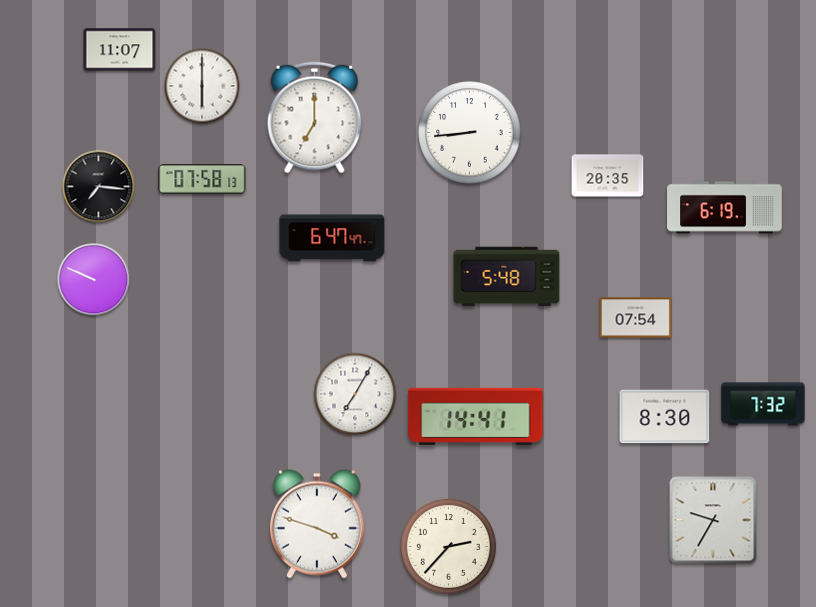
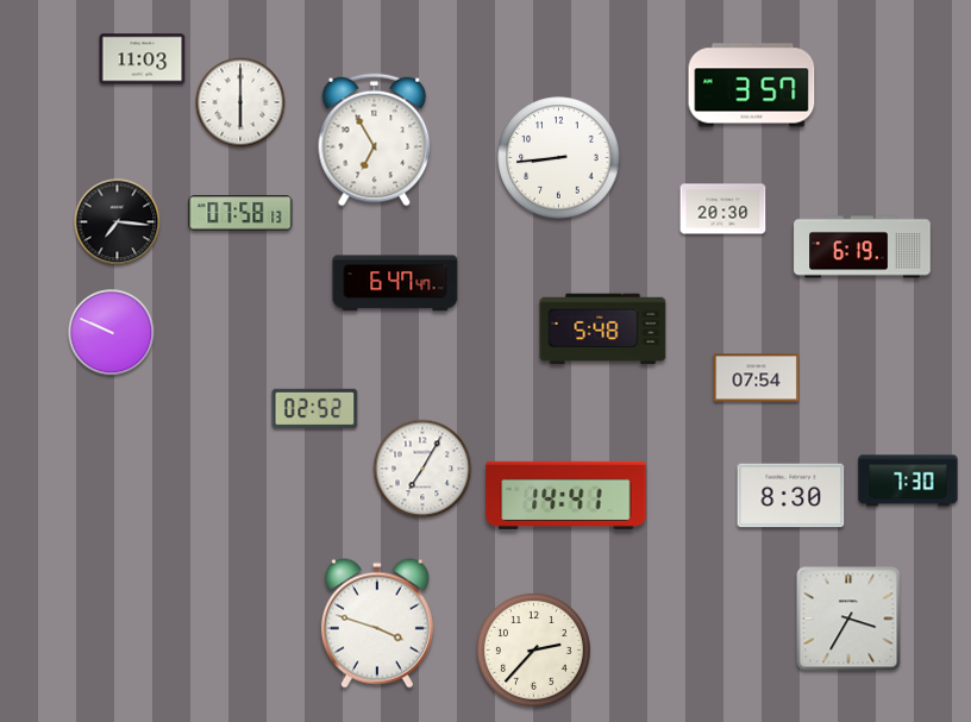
clock at (120, 50): 11:07 -> 11:03
clock at (752, 86): none -> 3:57
clock at (315, 118): 7:00 -> 6:55
clock at (608, 176): 20:35 -> 20:30
clock at (315, 408): none -> 02:52
clock at (763, 404): 7:32 -> 7:30
clock at (713, 520): 9:35 -> 3:35
